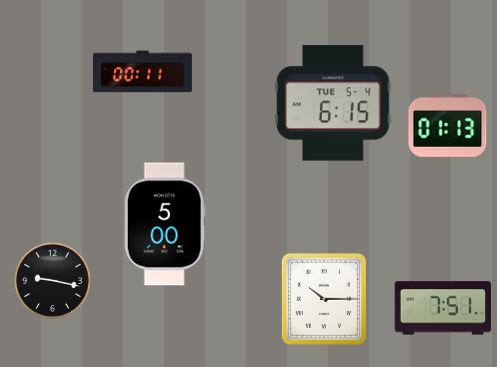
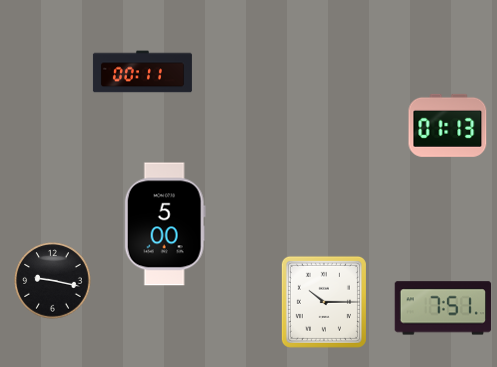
clock at (333, 103): 6:15 -> none
clock at (324, 299) position: (324, 299) -> (324, 302)
